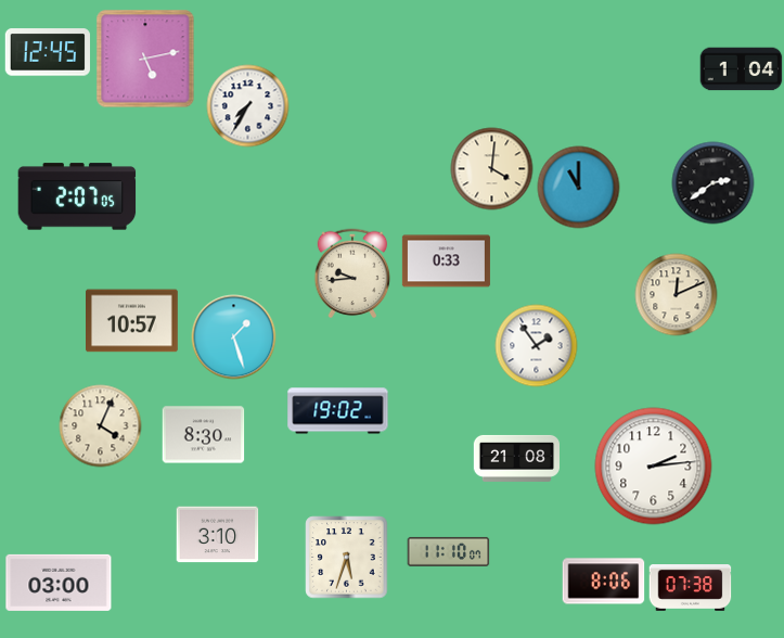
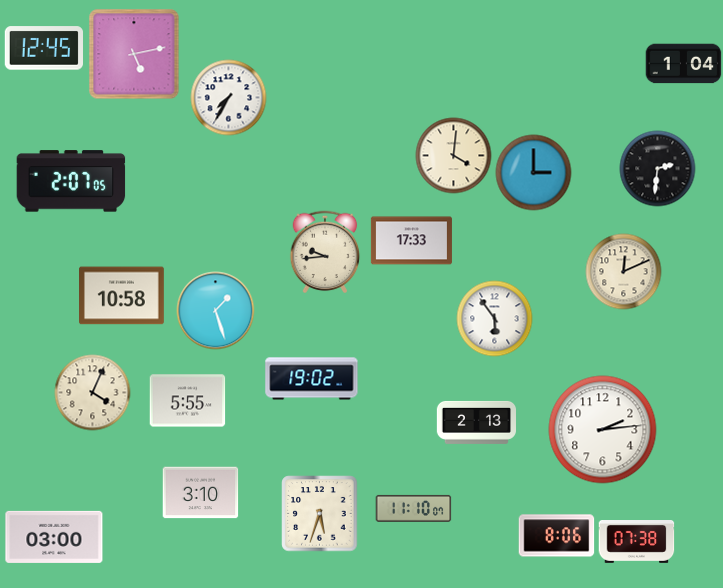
clock at (714, 183): 2:39 -> 2:31
clock at (579, 188): 11:00 -> 3:00
clock at (446, 261): 0:33 -> 17:33
clock at (132, 321): 10:57 -> 10:58
clock at (537, 346): 1:54 -> 5:54
clock at (204, 435): 8:30 -> 5:55
clock at (516, 458): 21:08 -> 2:13
